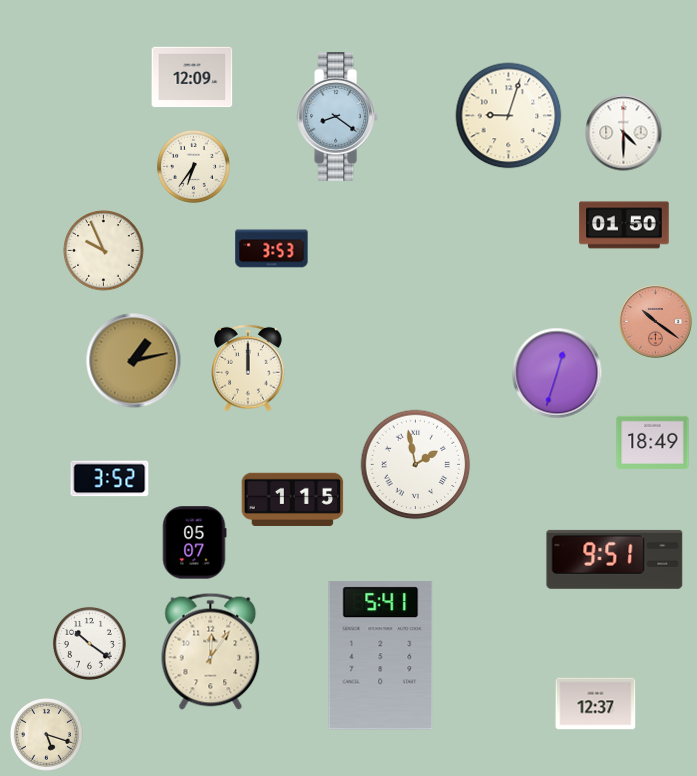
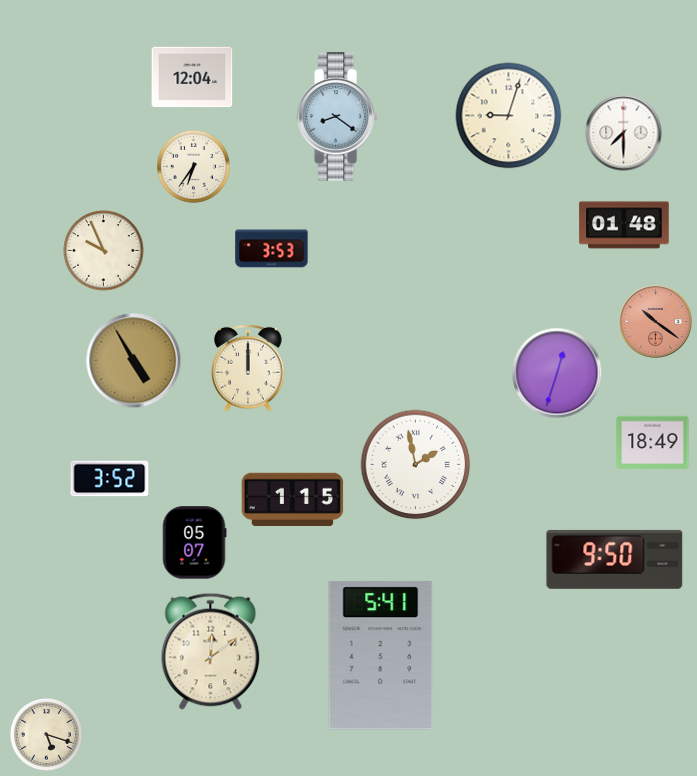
clock at (192, 77): 12:09 -> 12:04
clock at (624, 133): 4:30 -> 7:30
clock at (624, 225): 01:50 -> 01:48
clock at (134, 361): 1:13 -> 4:55
clock at (615, 559): 9:51 -> 9:50
clock at (89, 643): 10:21 -> none
clock at (211, 651): 12:06 -> 12:09
clock at (596, 704): 12:37 -> none
